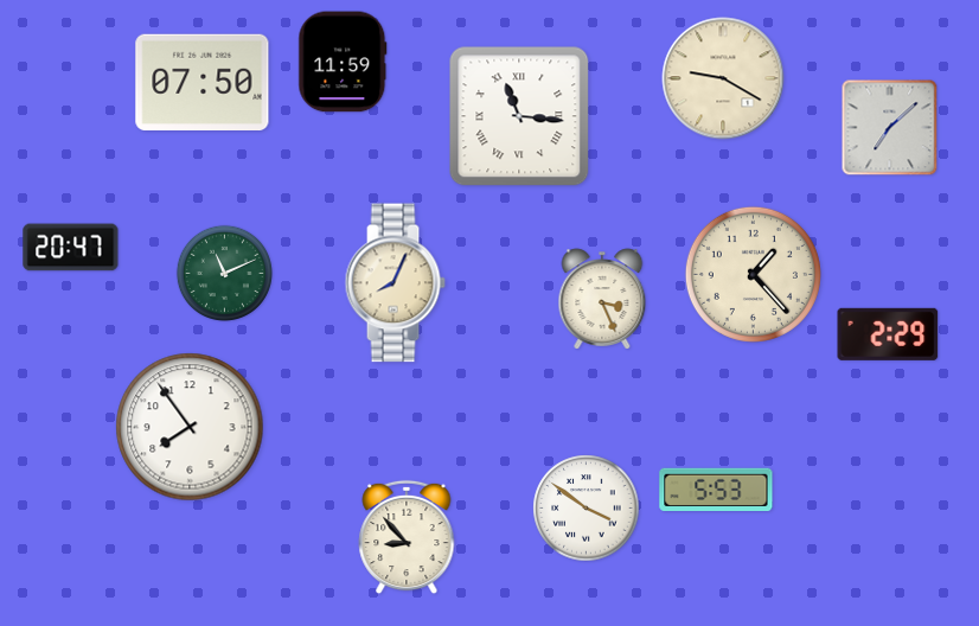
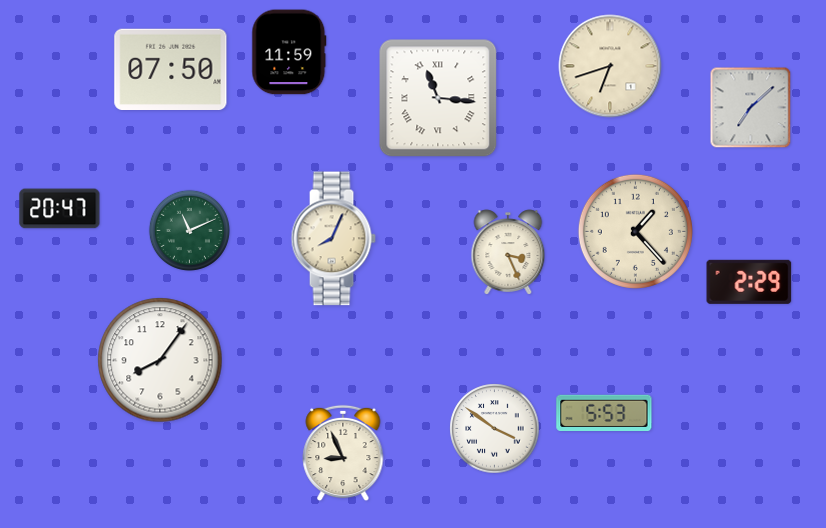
clock at (723, 78): 9:20 -> 6:42
clock at (190, 427): 7:54 -> 8:06
clock at (407, 537): 8:53 -> 8:56
